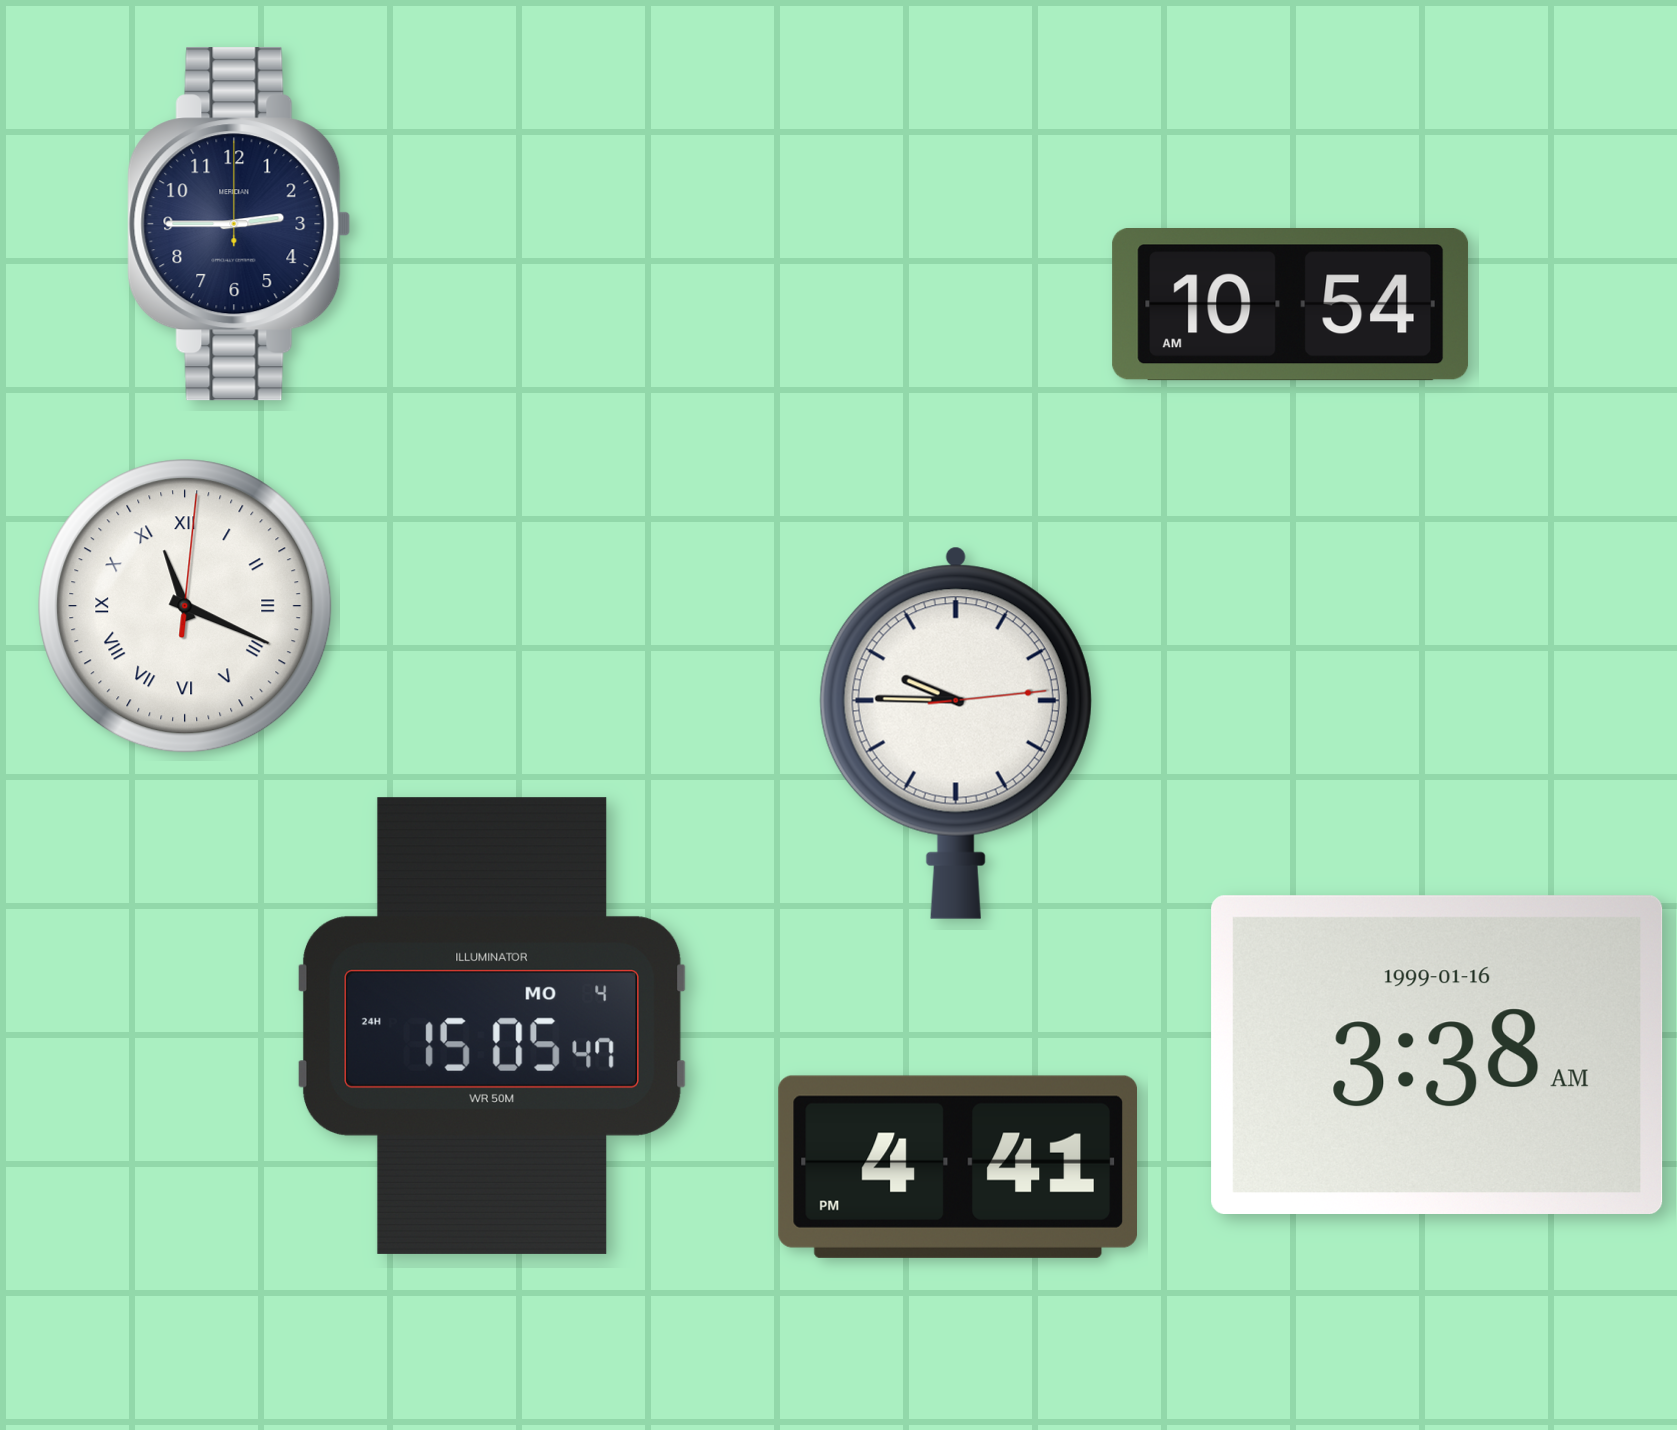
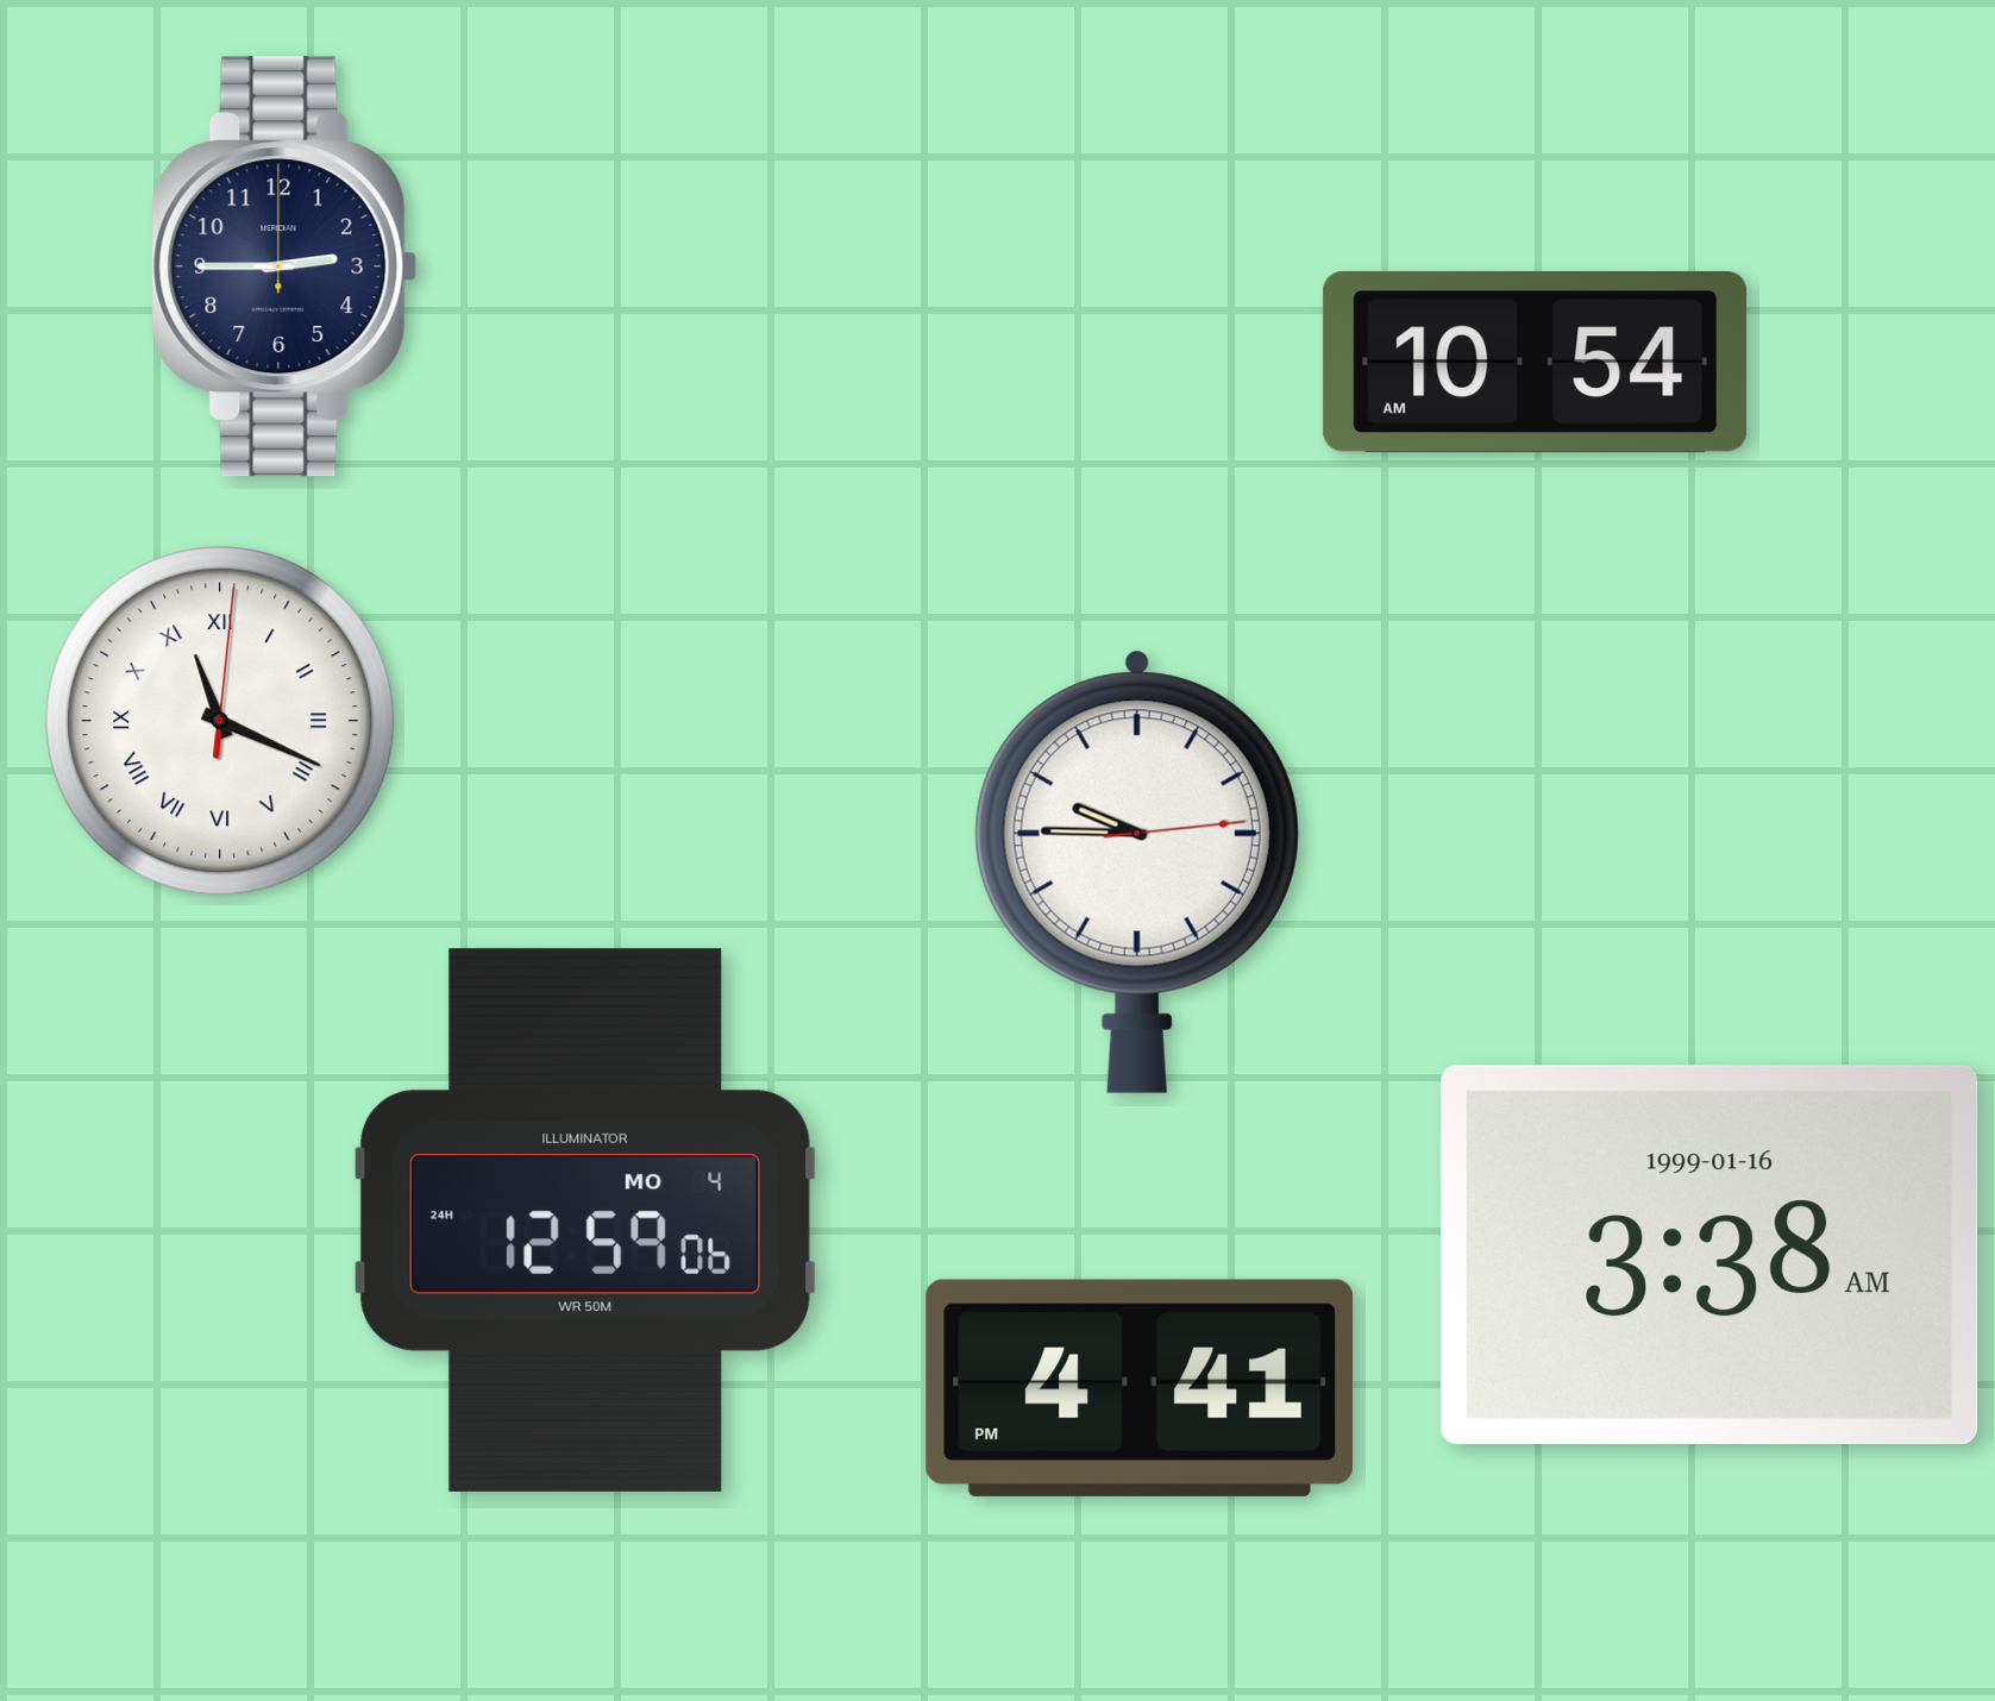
clock at (492, 1026): 15:05 -> 12:59
